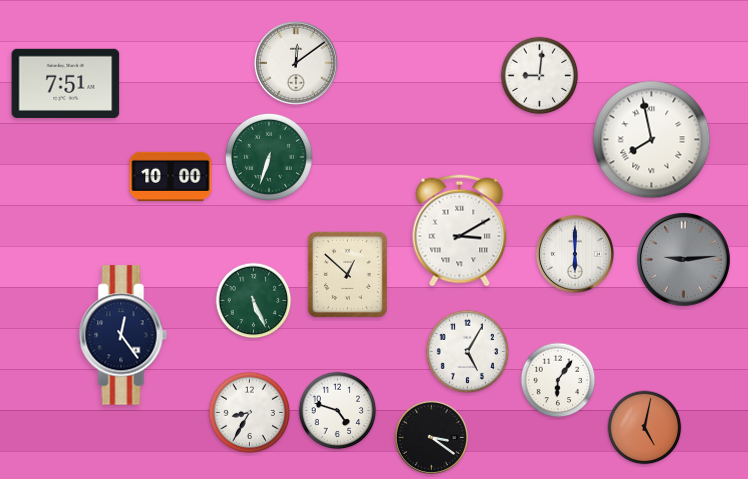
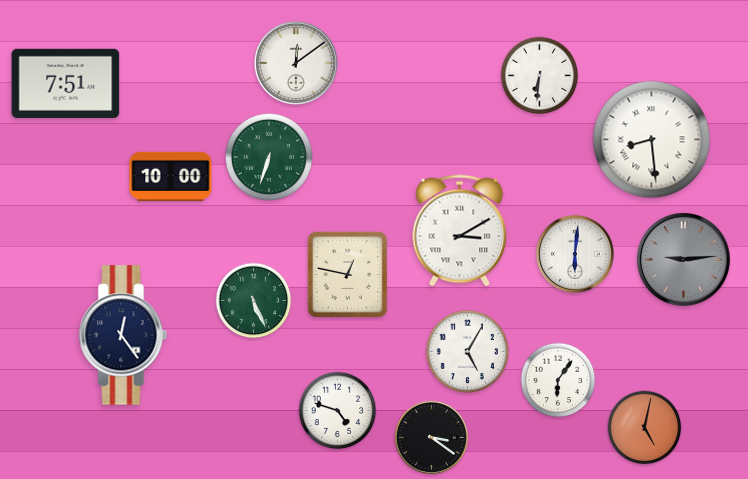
clock at (540, 76): 9:01 -> 6:31
clock at (652, 140): 7:58 -> 8:29
clock at (575, 254): 6:00 -> 6:01
clock at (347, 274): 12:52 -> 12:47
clock at (250, 413): 8:35 -> none
